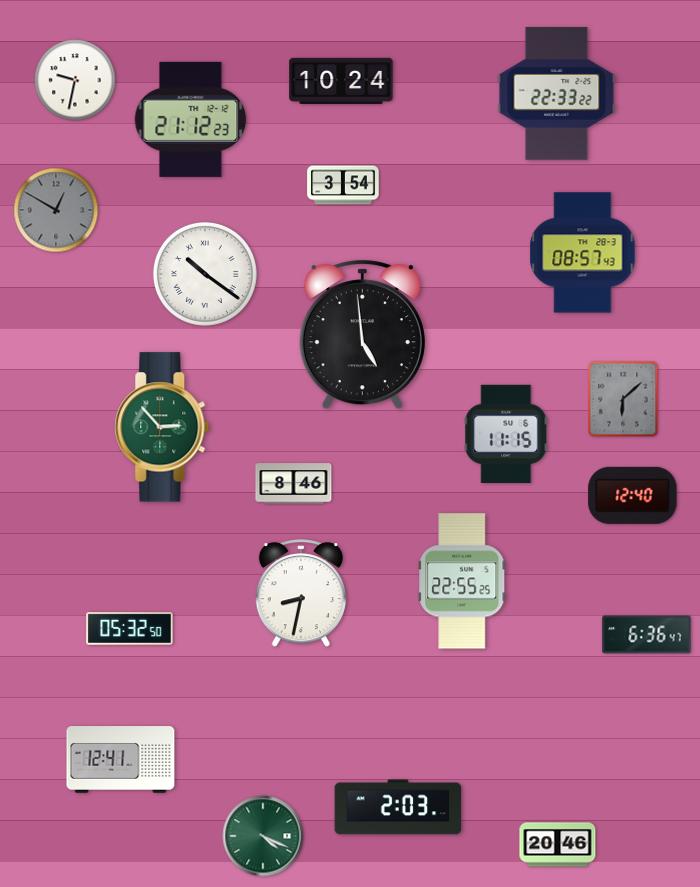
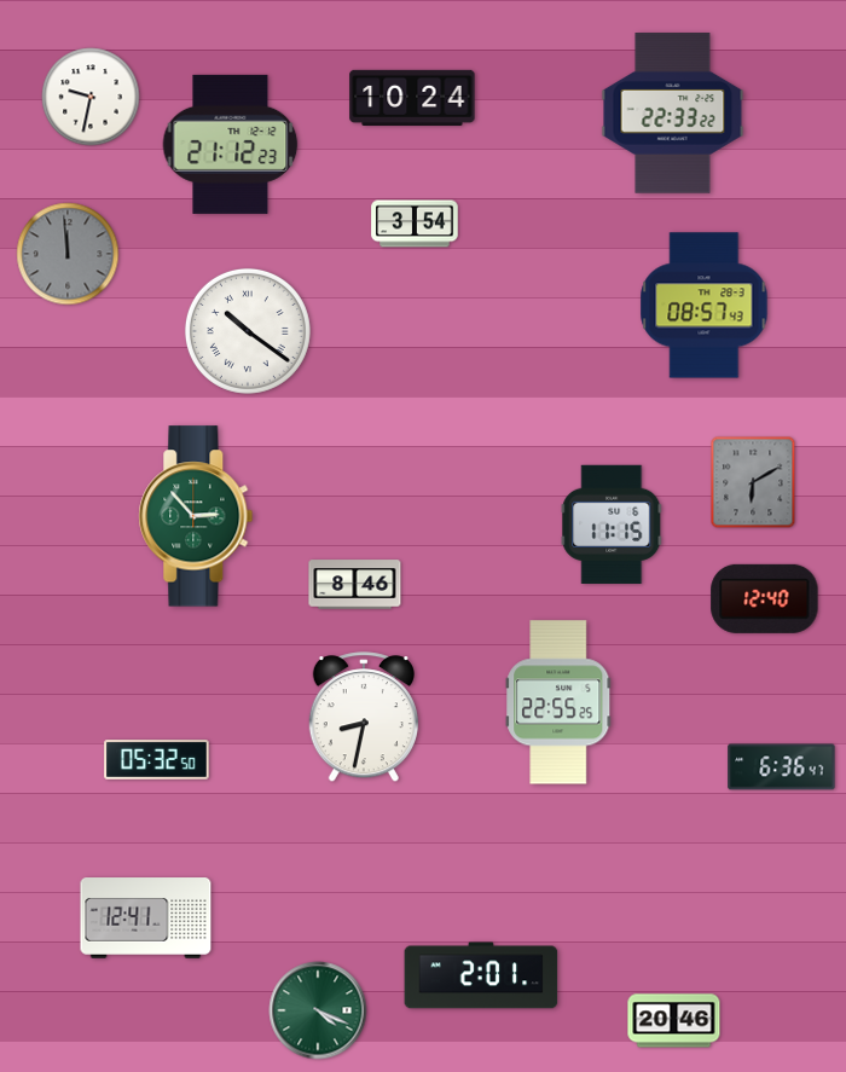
clock at (56, 210): 12:50 -> 11:59
clock at (362, 335): 4:59 -> none
clock at (623, 399): 6:08 -> 6:10
clock at (398, 807): 2:03 -> 2:01
